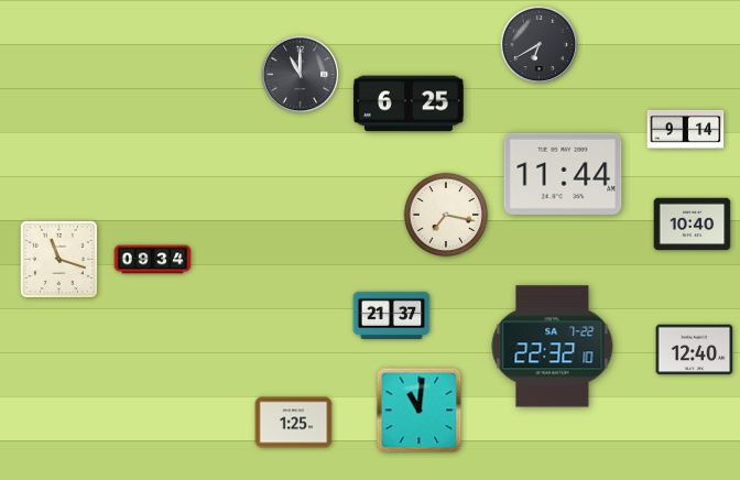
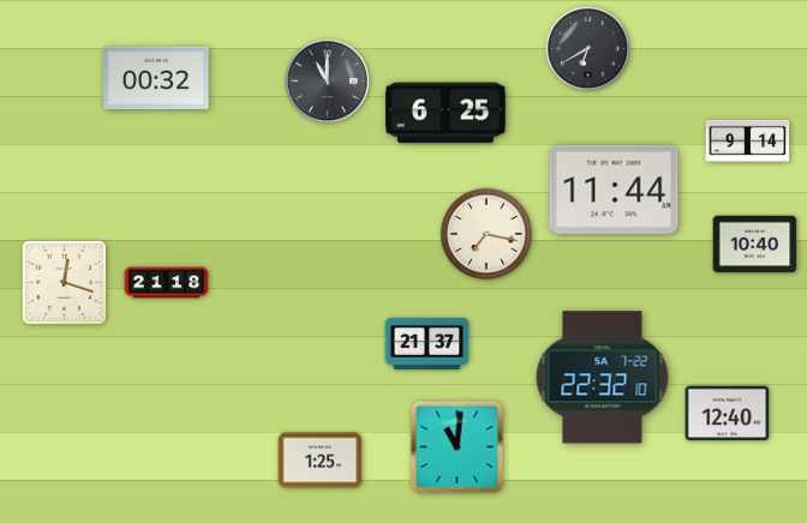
clock at (156, 78): none -> 00:32
clock at (58, 259): 11:18 -> 12:18
clock at (153, 260): 09:34 -> 21:18
clock at (695, 350) position: (695, 350) -> (728, 414)
